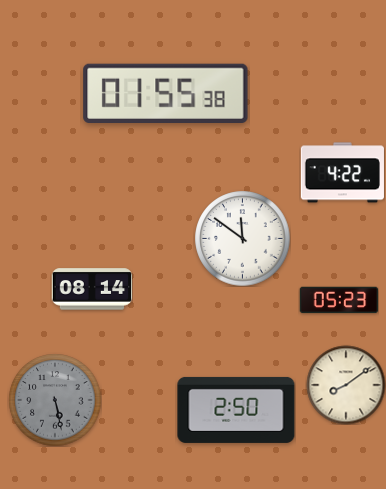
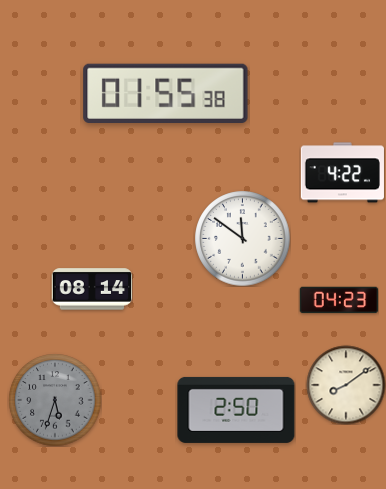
clock at (339, 300): 05:23 -> 04:23
clock at (55, 400): 5:28 -> 5:33
